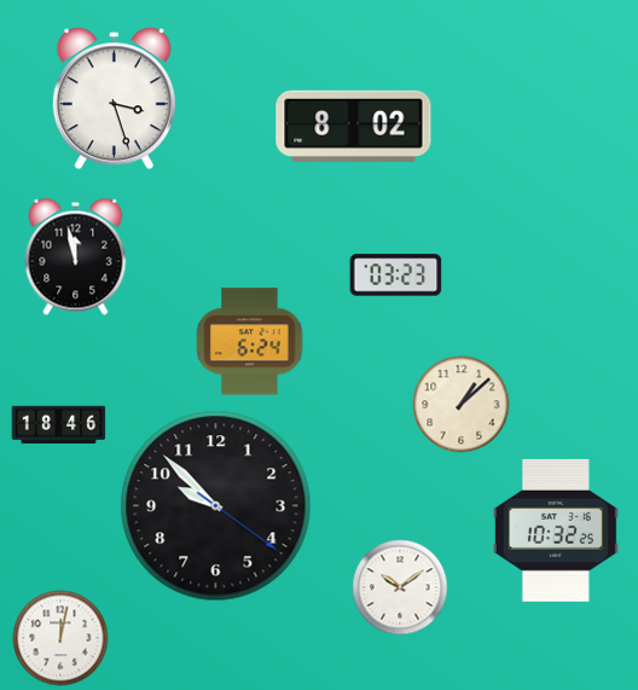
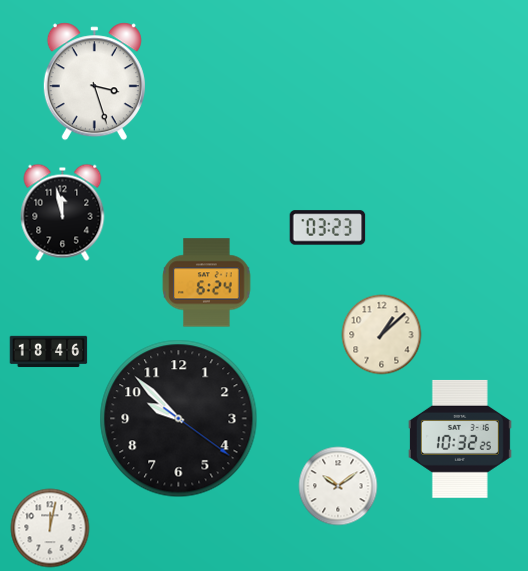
clock at (354, 126): 8:02 -> none
clock at (400, 587) position: (400, 587) -> (338, 486)
